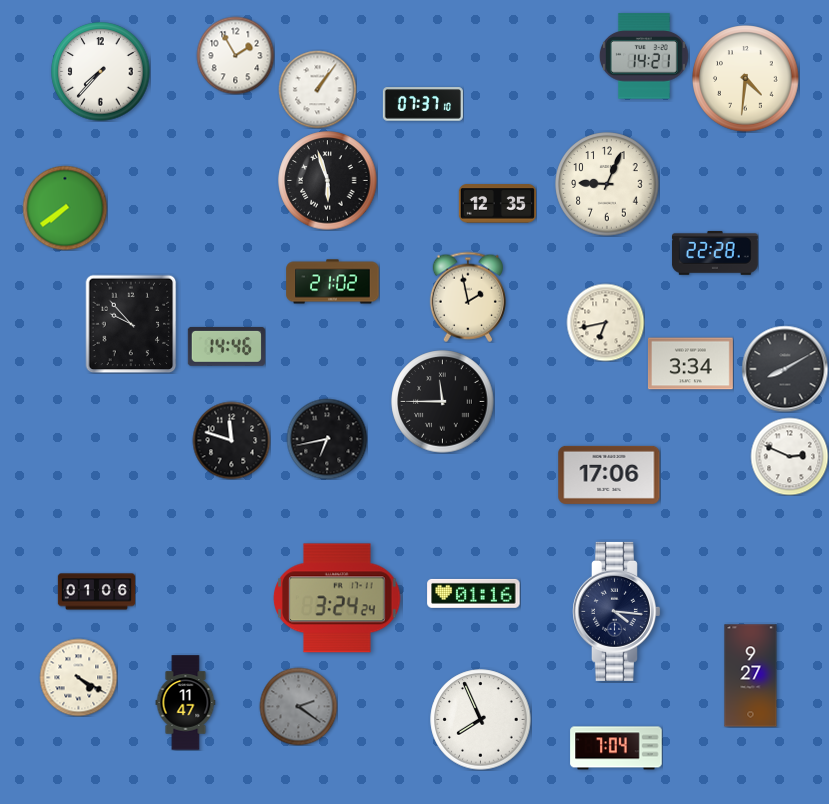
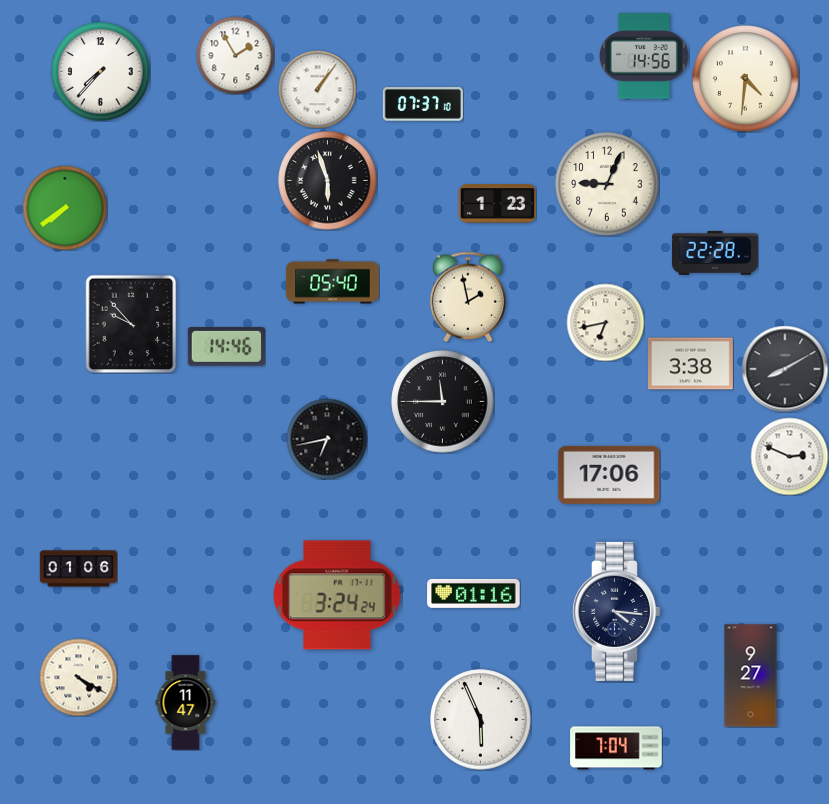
clock at (644, 56): 14:21 -> 14:56
clock at (497, 204): 12:35 -> 1:23
clock at (333, 282): 21:02 -> 05:40
clock at (690, 364): 3:34 -> 3:38
clock at (231, 440): 11:48 -> none
clock at (96, 592) position: (96, 592) -> (78, 569)
clock at (337, 598) position: (337, 598) -> (337, 595)
clock at (298, 706): 2:21 -> none
clock at (481, 720): 7:56 -> 5:56
